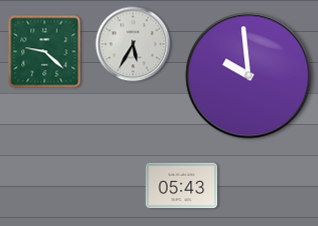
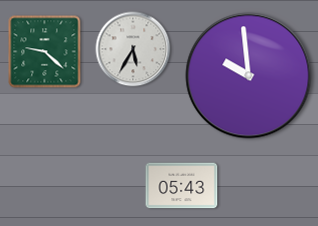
clock at (133, 44) position: (133, 44) -> (133, 49)
